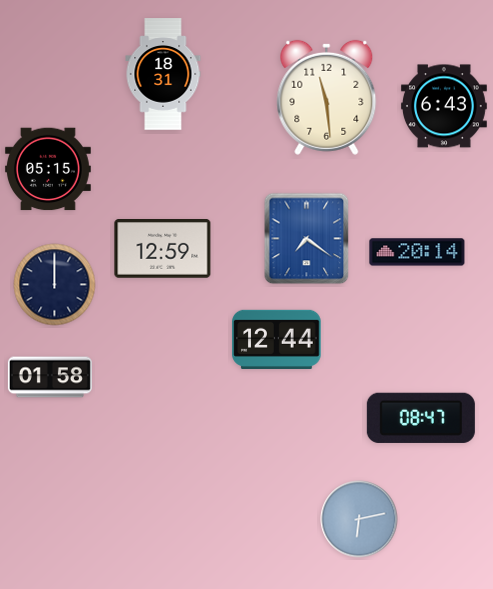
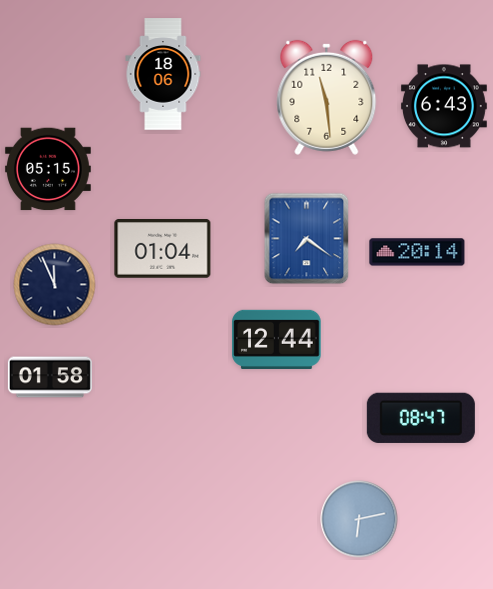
clock at (163, 74): 18:31 -> 18:06
clock at (163, 249): 12:59 -> 01:04
clock at (55, 285): 12:00 -> 11:56
